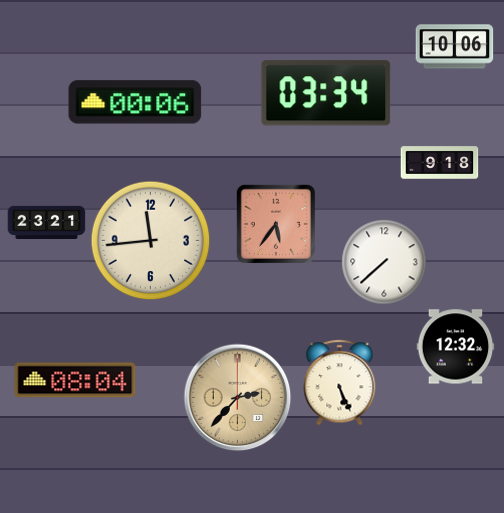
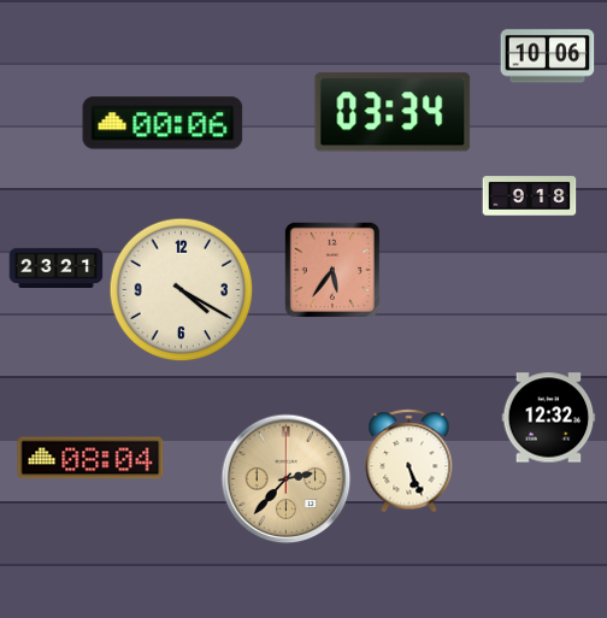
clock at (150, 240): 11:44 -> 4:20
clock at (384, 262): 7:38 -> none
